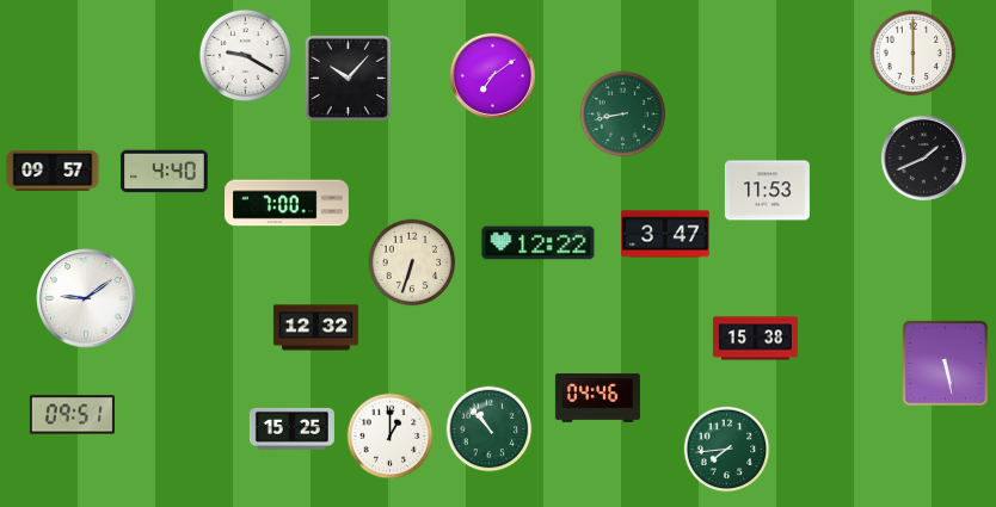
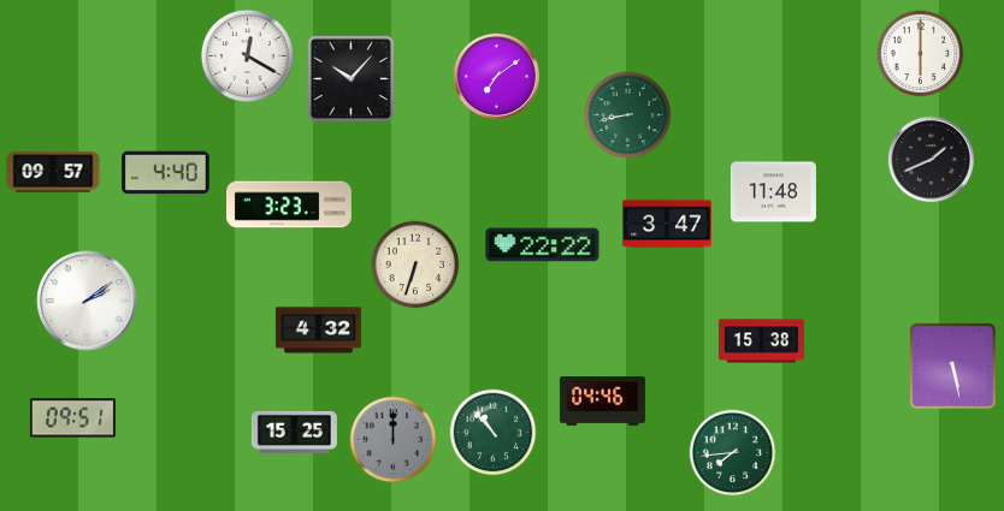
clock at (245, 55): 9:20 -> 12:20
clock at (767, 191): 11:53 -> 11:48
clock at (288, 203): 7:00 -> 3:23
clock at (665, 234) position: (665, 234) -> (667, 224)
clock at (539, 243): 12:22 -> 22:22
clock at (86, 298): 9:09 -> 2:09
clock at (315, 328): 12:32 -> 4:32
clock at (391, 437): 1:00 -> 12:00
clock at (391, 437) dial: white -> grey
